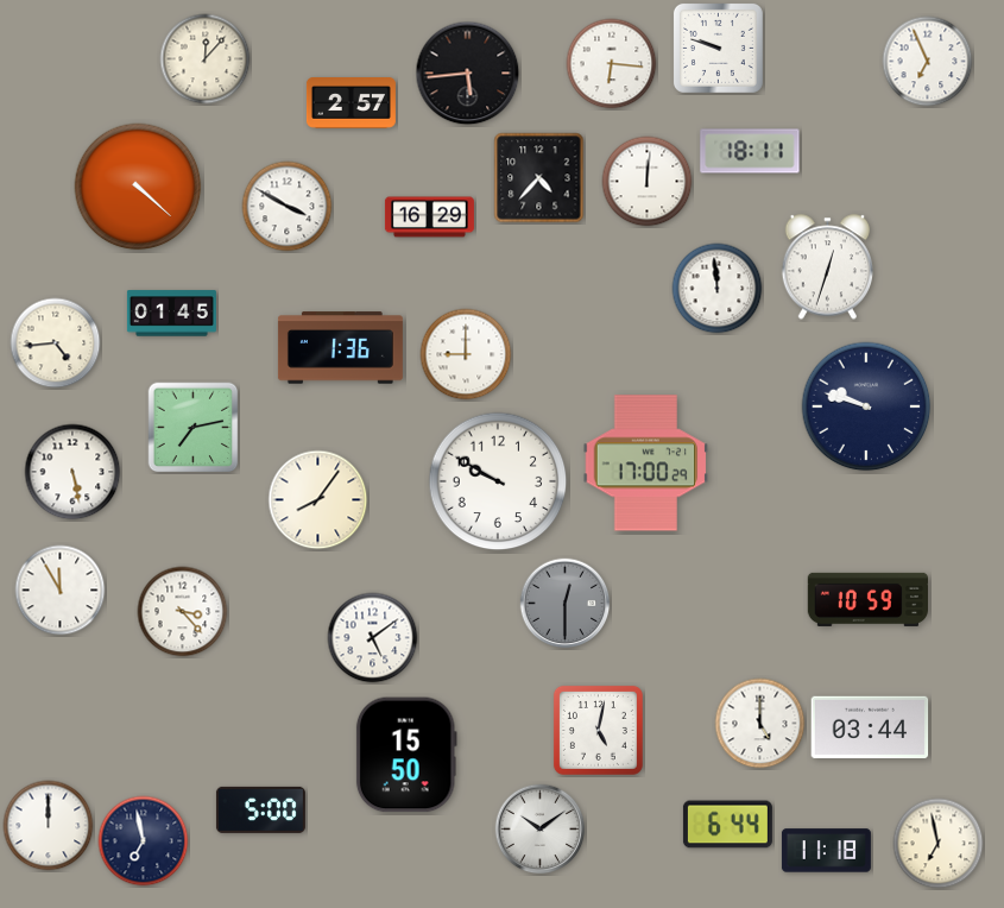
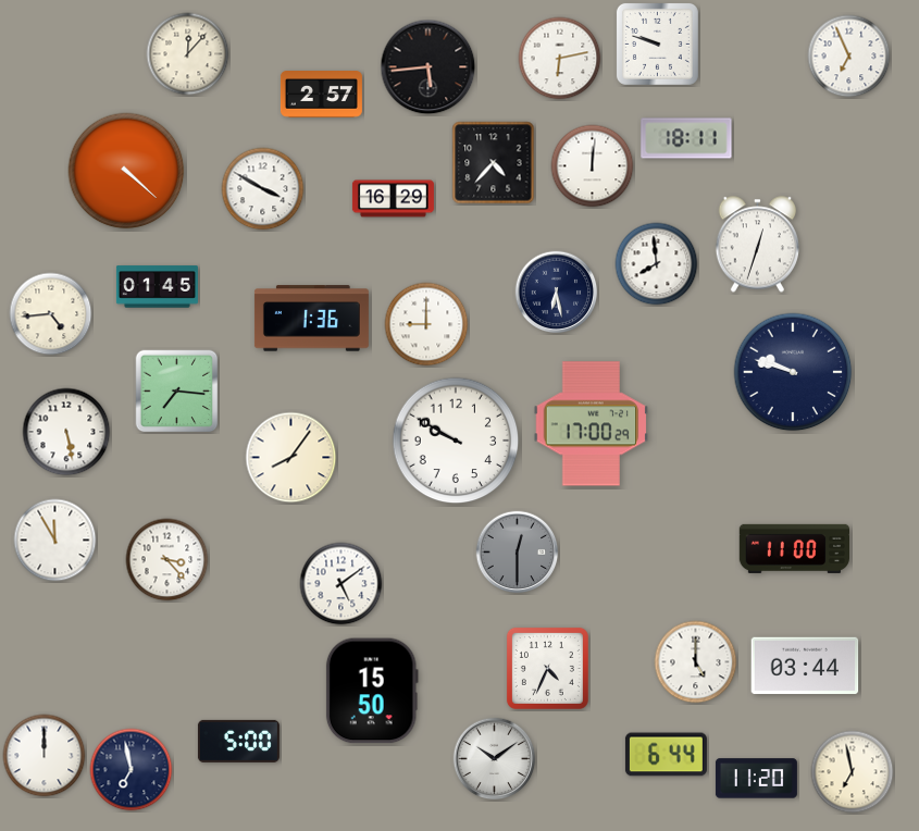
clock at (612, 64): 6:16 -> 6:13
clock at (718, 289): 11:59 -> 7:59
clock at (557, 293): none -> 6:28
clock at (194, 428): 7:13 -> 7:16
clock at (867, 599): 10:59 -> 11:00
clock at (870, 727) position: (870, 727) -> (805, 666)
clock at (598, 730): 5:02 -> 4:34
clock at (939, 844) position: (939, 844) -> (853, 772)
clock at (826, 851): 11:18 -> 11:20
